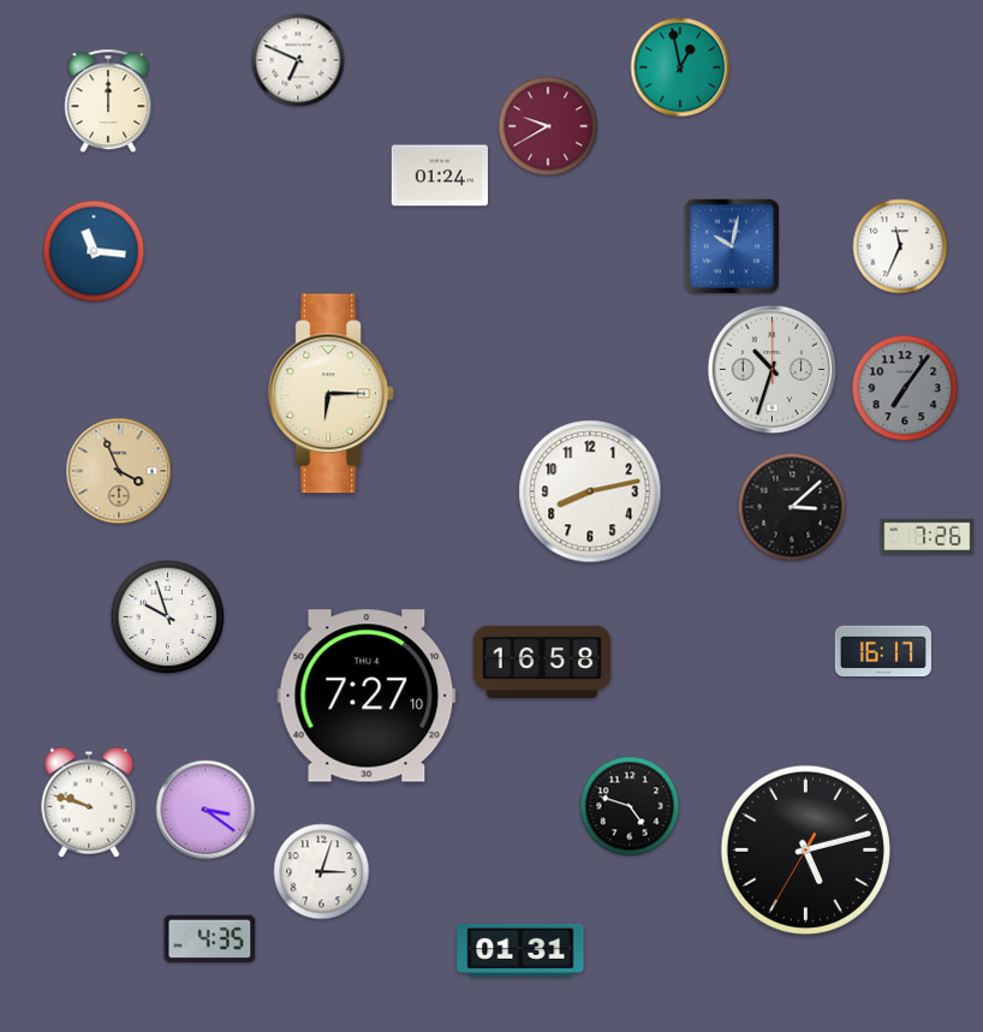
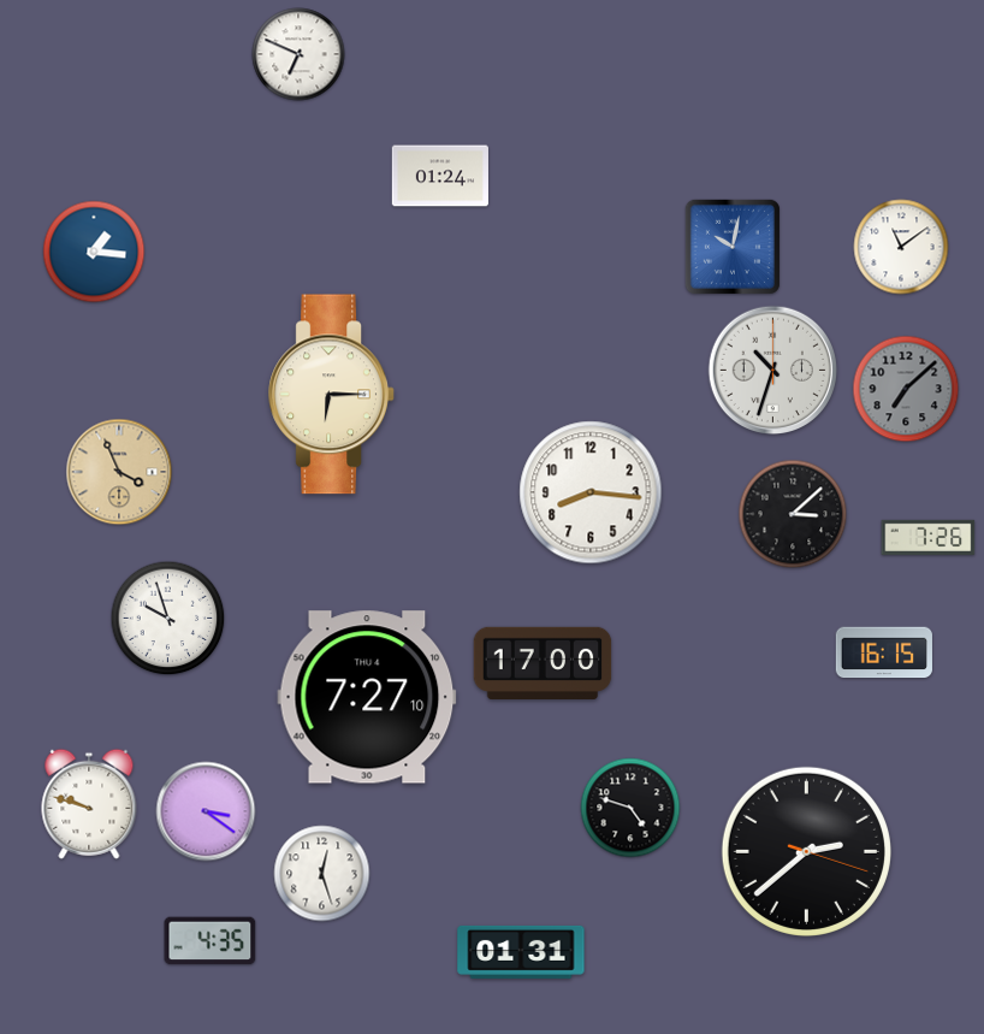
clock at (298, 60) position: (298, 60) -> (298, 54)
clock at (680, 67): 12:58 -> none
clock at (108, 101): 12:00 -> none
clock at (548, 126): 9:40 -> none
clock at (900, 246): 11:34 -> 11:09
clock at (94, 251): 11:16 -> 1:16
clock at (905, 388): 7:06 -> 7:08
clock at (590, 491): 8:13 -> 8:16
clock at (792, 507) position: (792, 507) -> (793, 514)
clock at (883, 651): 16:17 -> 16:15
clock at (542, 661): 16:58 -> 17:00
clock at (805, 849): 5:12 -> 2:38
clock at (322, 872): 3:03 -> 12:27
